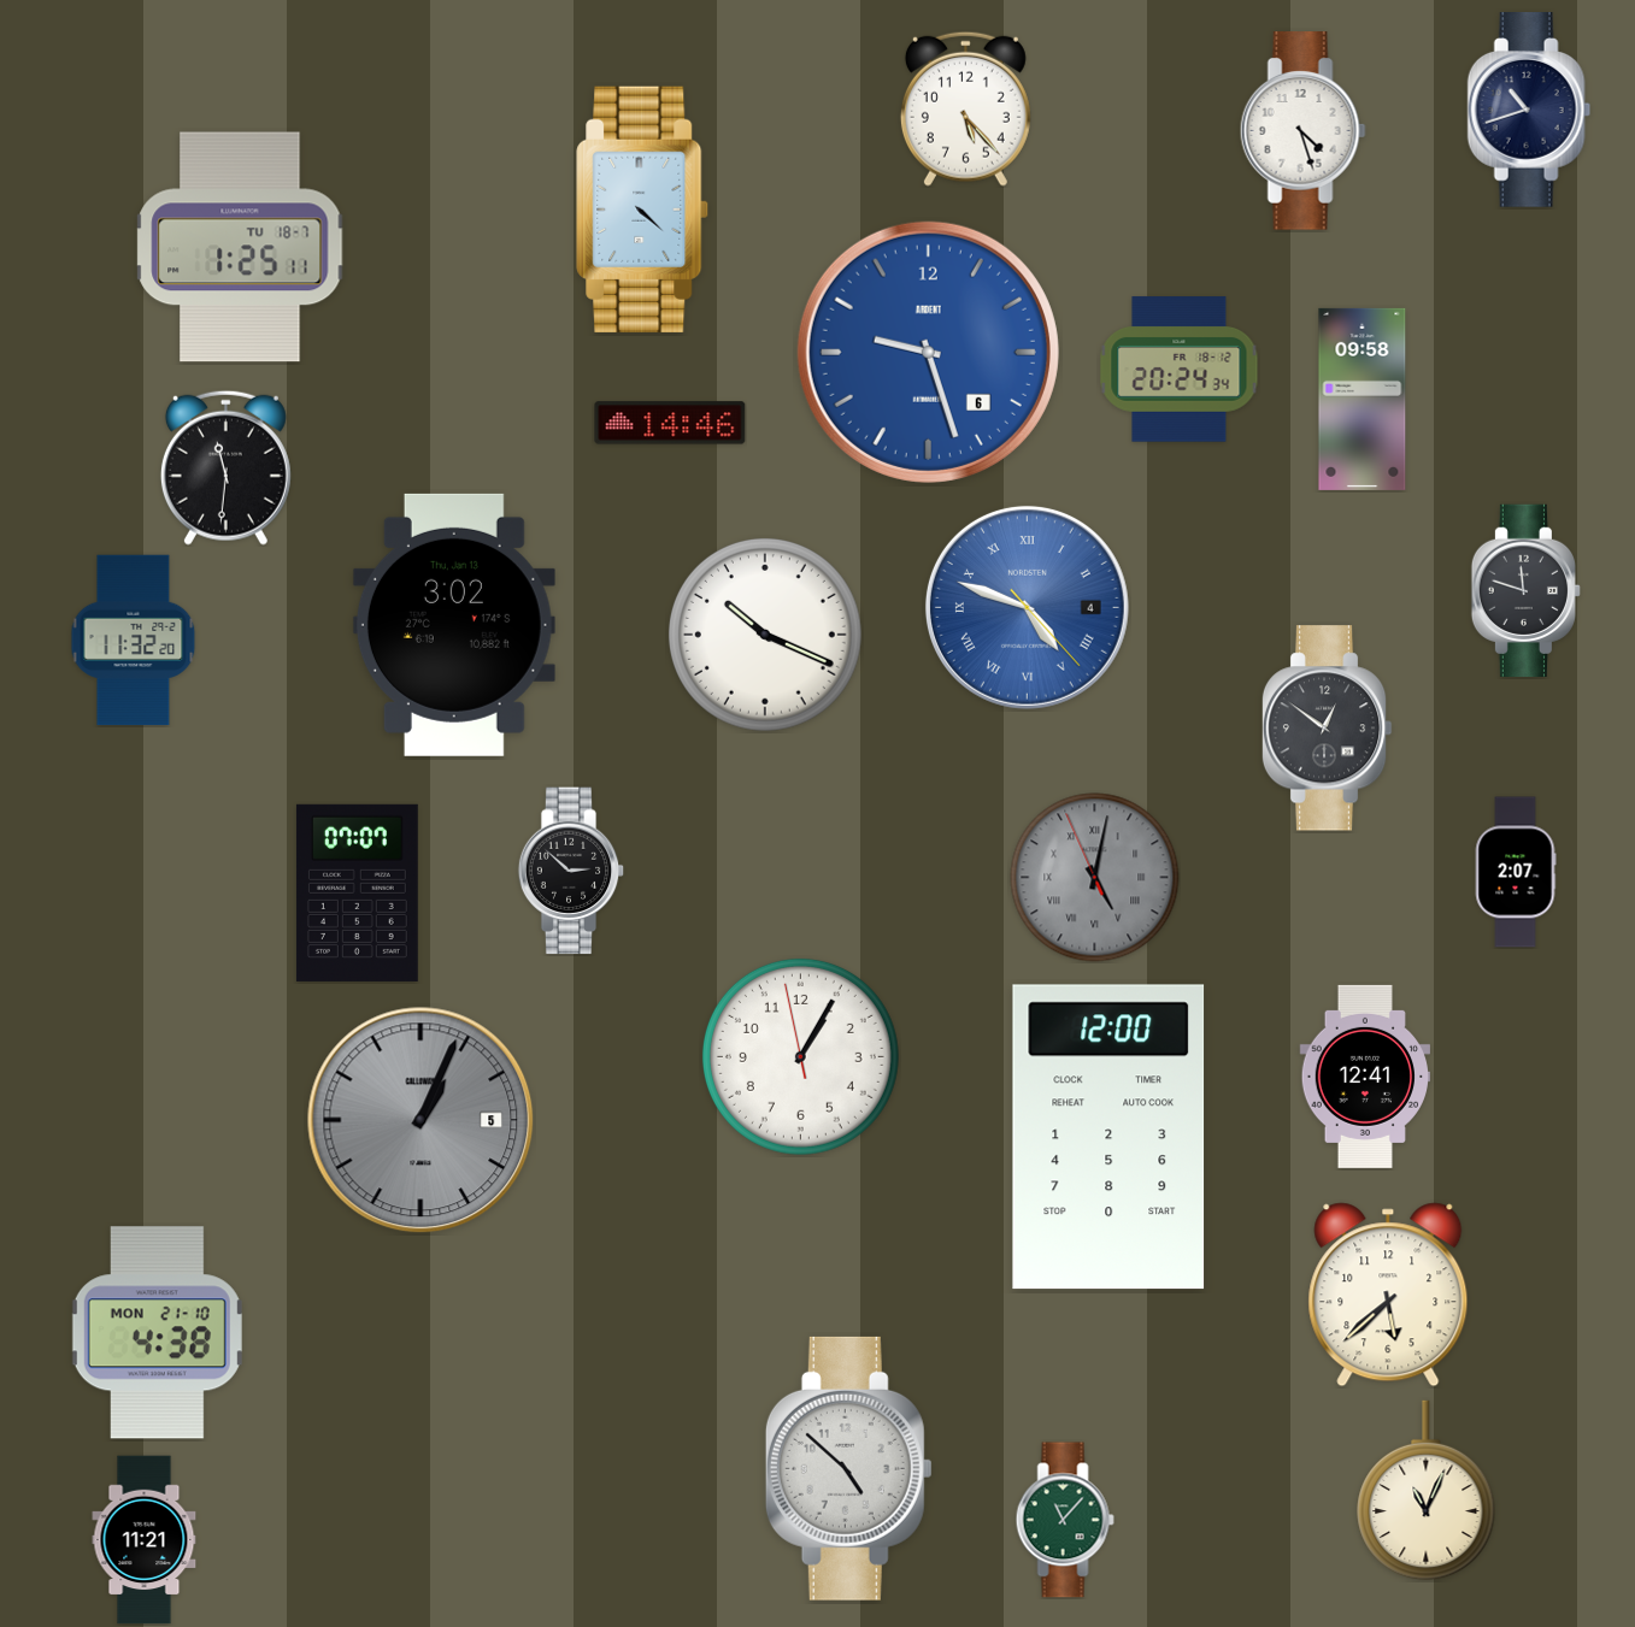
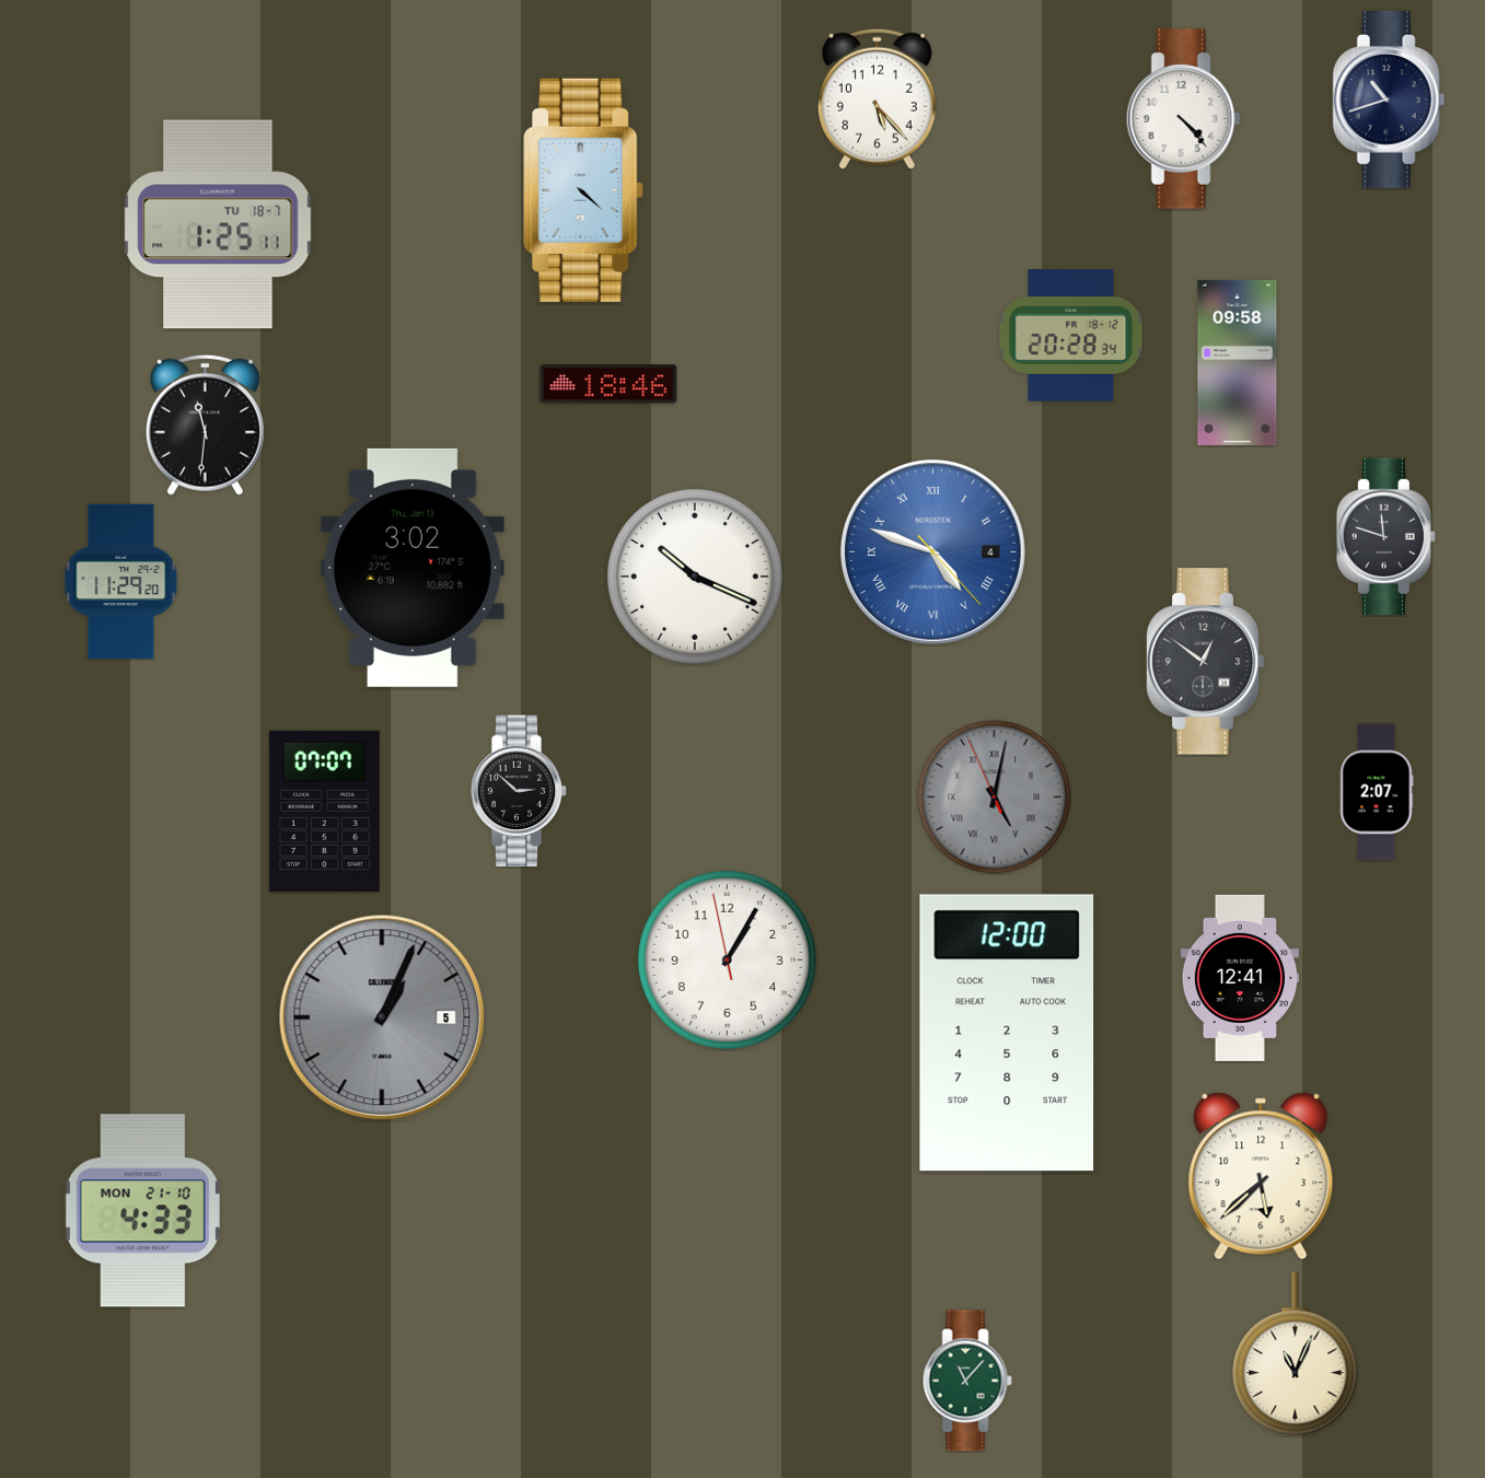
clock at (1302, 131): 4:27 -> 4:23
clock at (928, 352): 9:27 -> none
clock at (1180, 370): 20:24 -> 20:28
clock at (670, 423): 14:46 -> 18:46
clock at (134, 641): 11:32 -> 11:29
clock at (157, 1333): 4:38 -> 4:33
clock at (848, 1468): 4:52 -> none
clock at (145, 1540): 11:21 -> none
